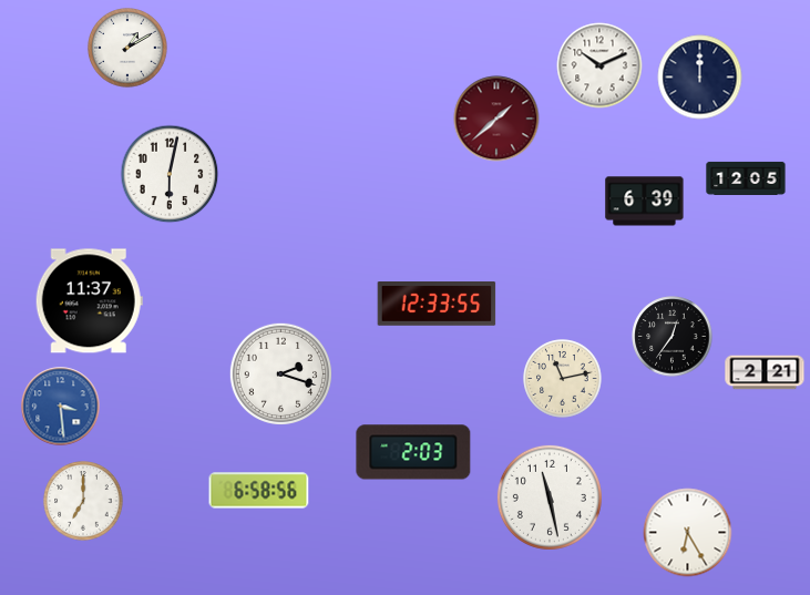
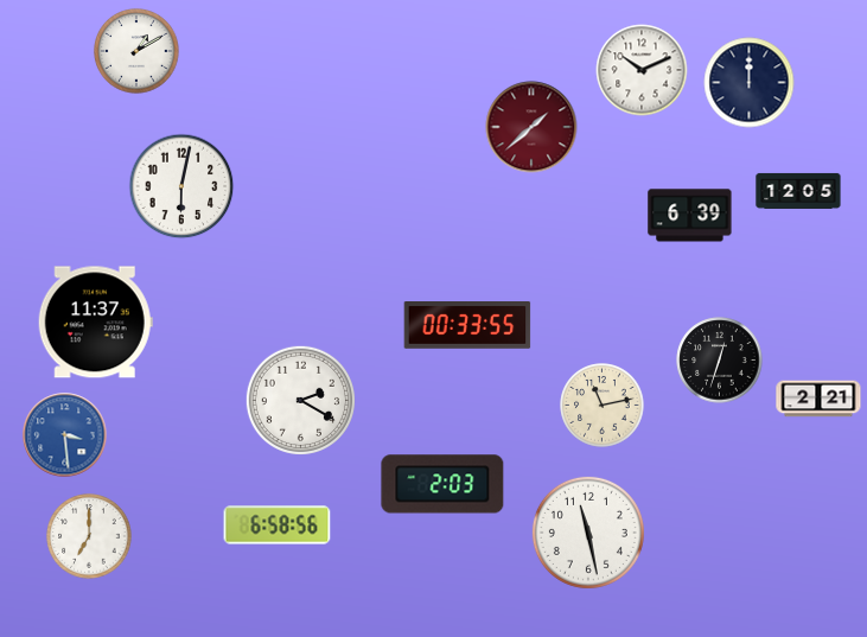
clock at (437, 305): 12:33 -> 00:33
clock at (673, 337): 12:36 -> 12:33
clock at (280, 373): 2:18 -> 2:20
clock at (688, 533): 6:25 -> none
